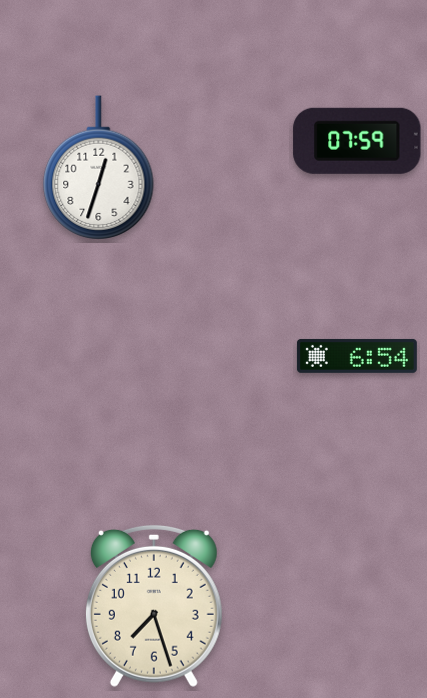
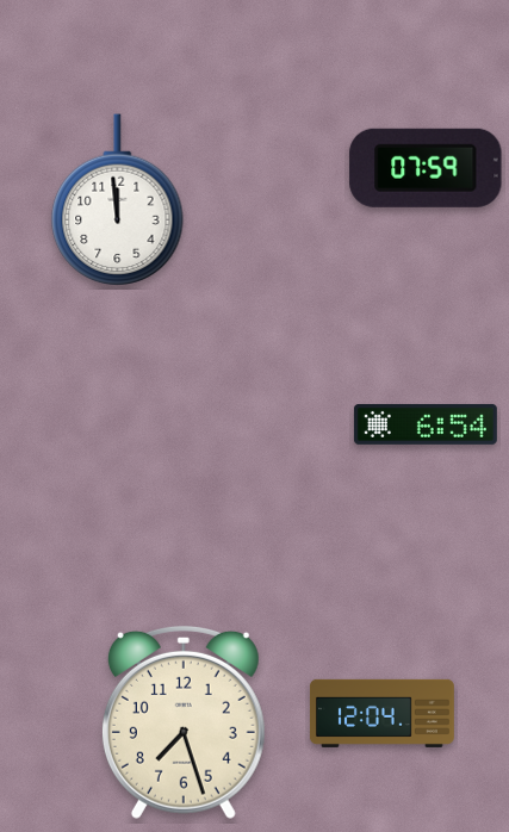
clock at (99, 167): 12:33 -> 11:59
clock at (383, 713): none -> 12:04
